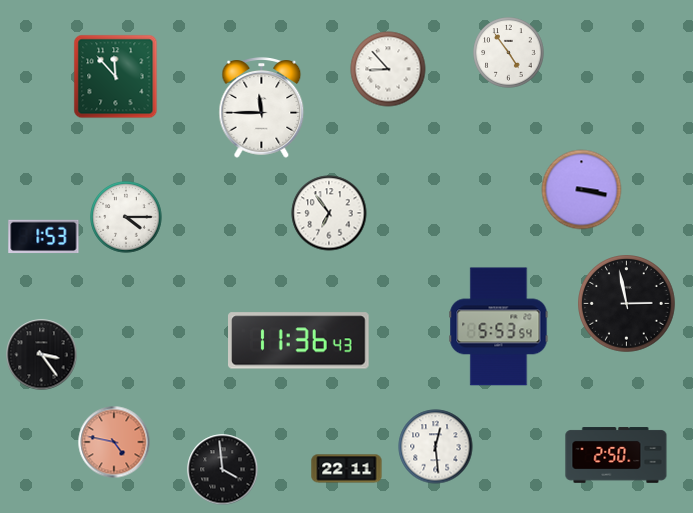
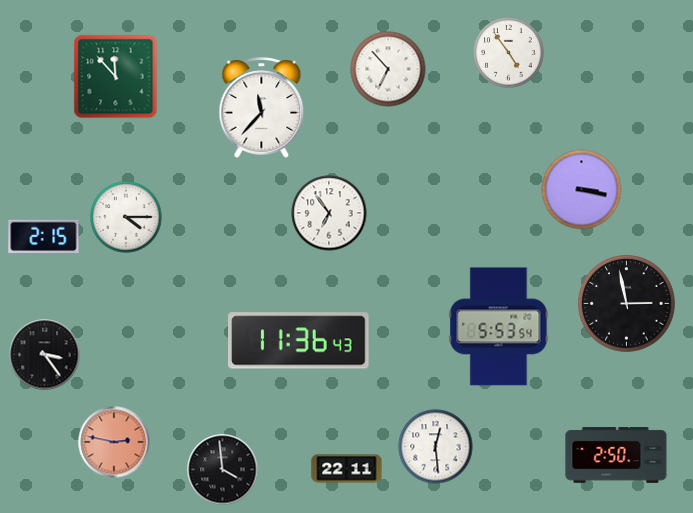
clock at (388, 69): 8:53 -> 6:53
clock at (262, 108): 11:45 -> 11:37
clock at (44, 237): 1:53 -> 2:15
clock at (42, 355) position: (42, 355) -> (45, 355)
clock at (114, 442): 4:47 -> 2:47
